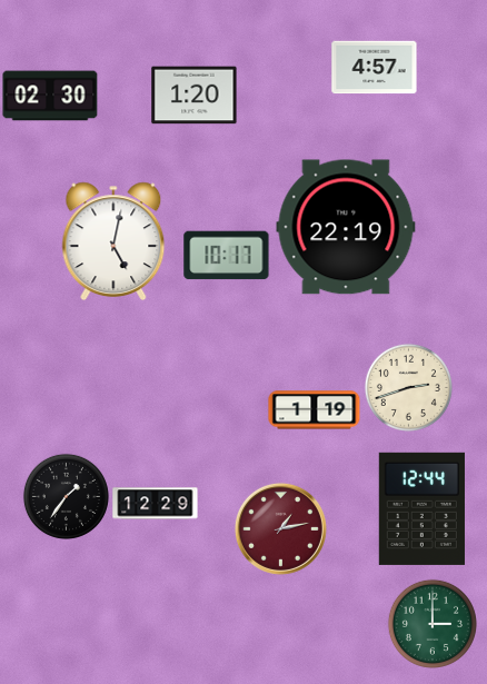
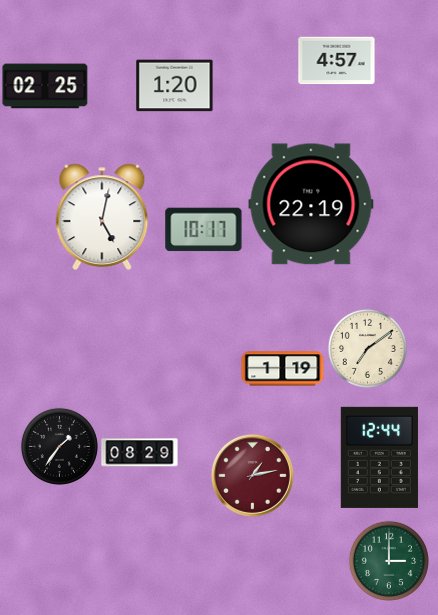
clock at (50, 96): 02:30 -> 02:25
clock at (408, 387): 2:42 -> 7:09
clock at (156, 504): 12:29 -> 08:29
